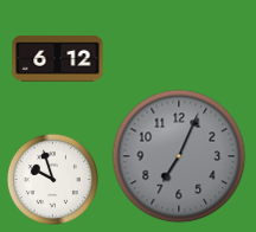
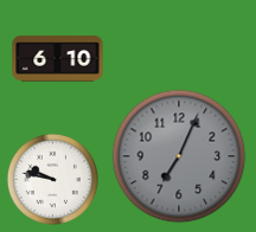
clock at (58, 59): 6:12 -> 6:10
clock at (52, 179): 9:57 -> 9:47
